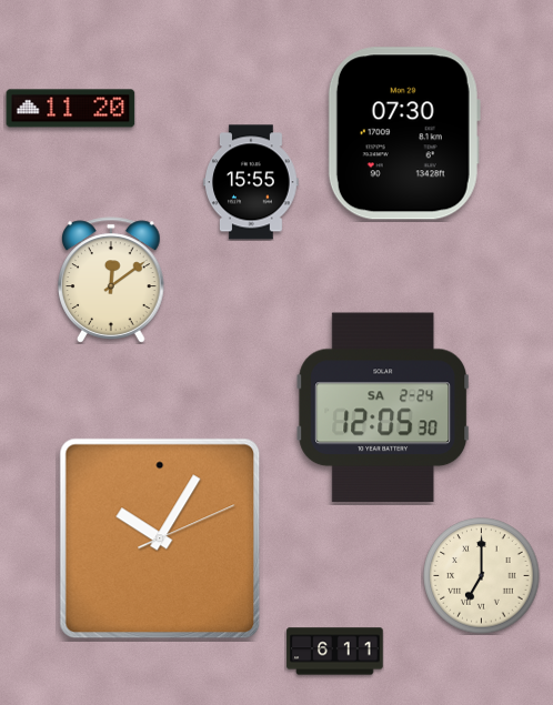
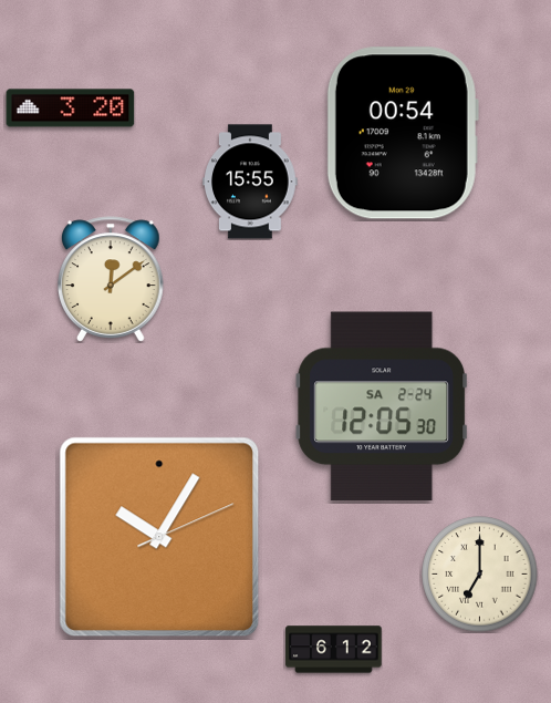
clock at (71, 109): 11:20 -> 3:20
clock at (404, 133): 07:30 -> 00:54
clock at (335, 652): 6:11 -> 6:12
